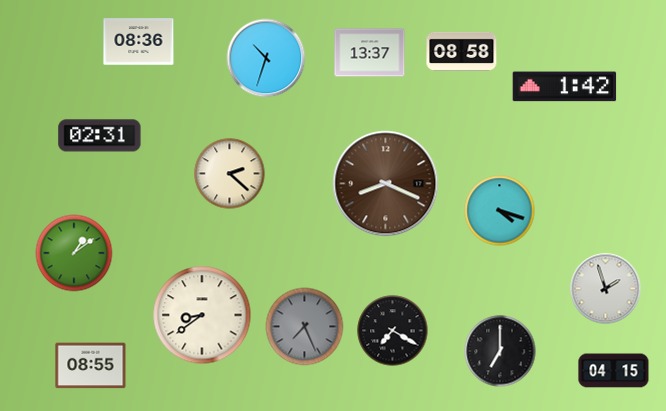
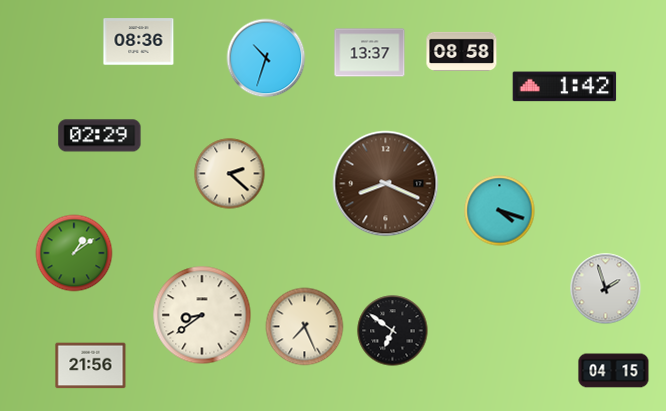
clock at (100, 136): 02:31 -> 02:29
clock at (305, 327) dial: grey -> cream
clock at (393, 331): 7:20 -> 6:51
clock at (500, 351): 7:00 -> none
clock at (91, 366): 08:55 -> 21:56
